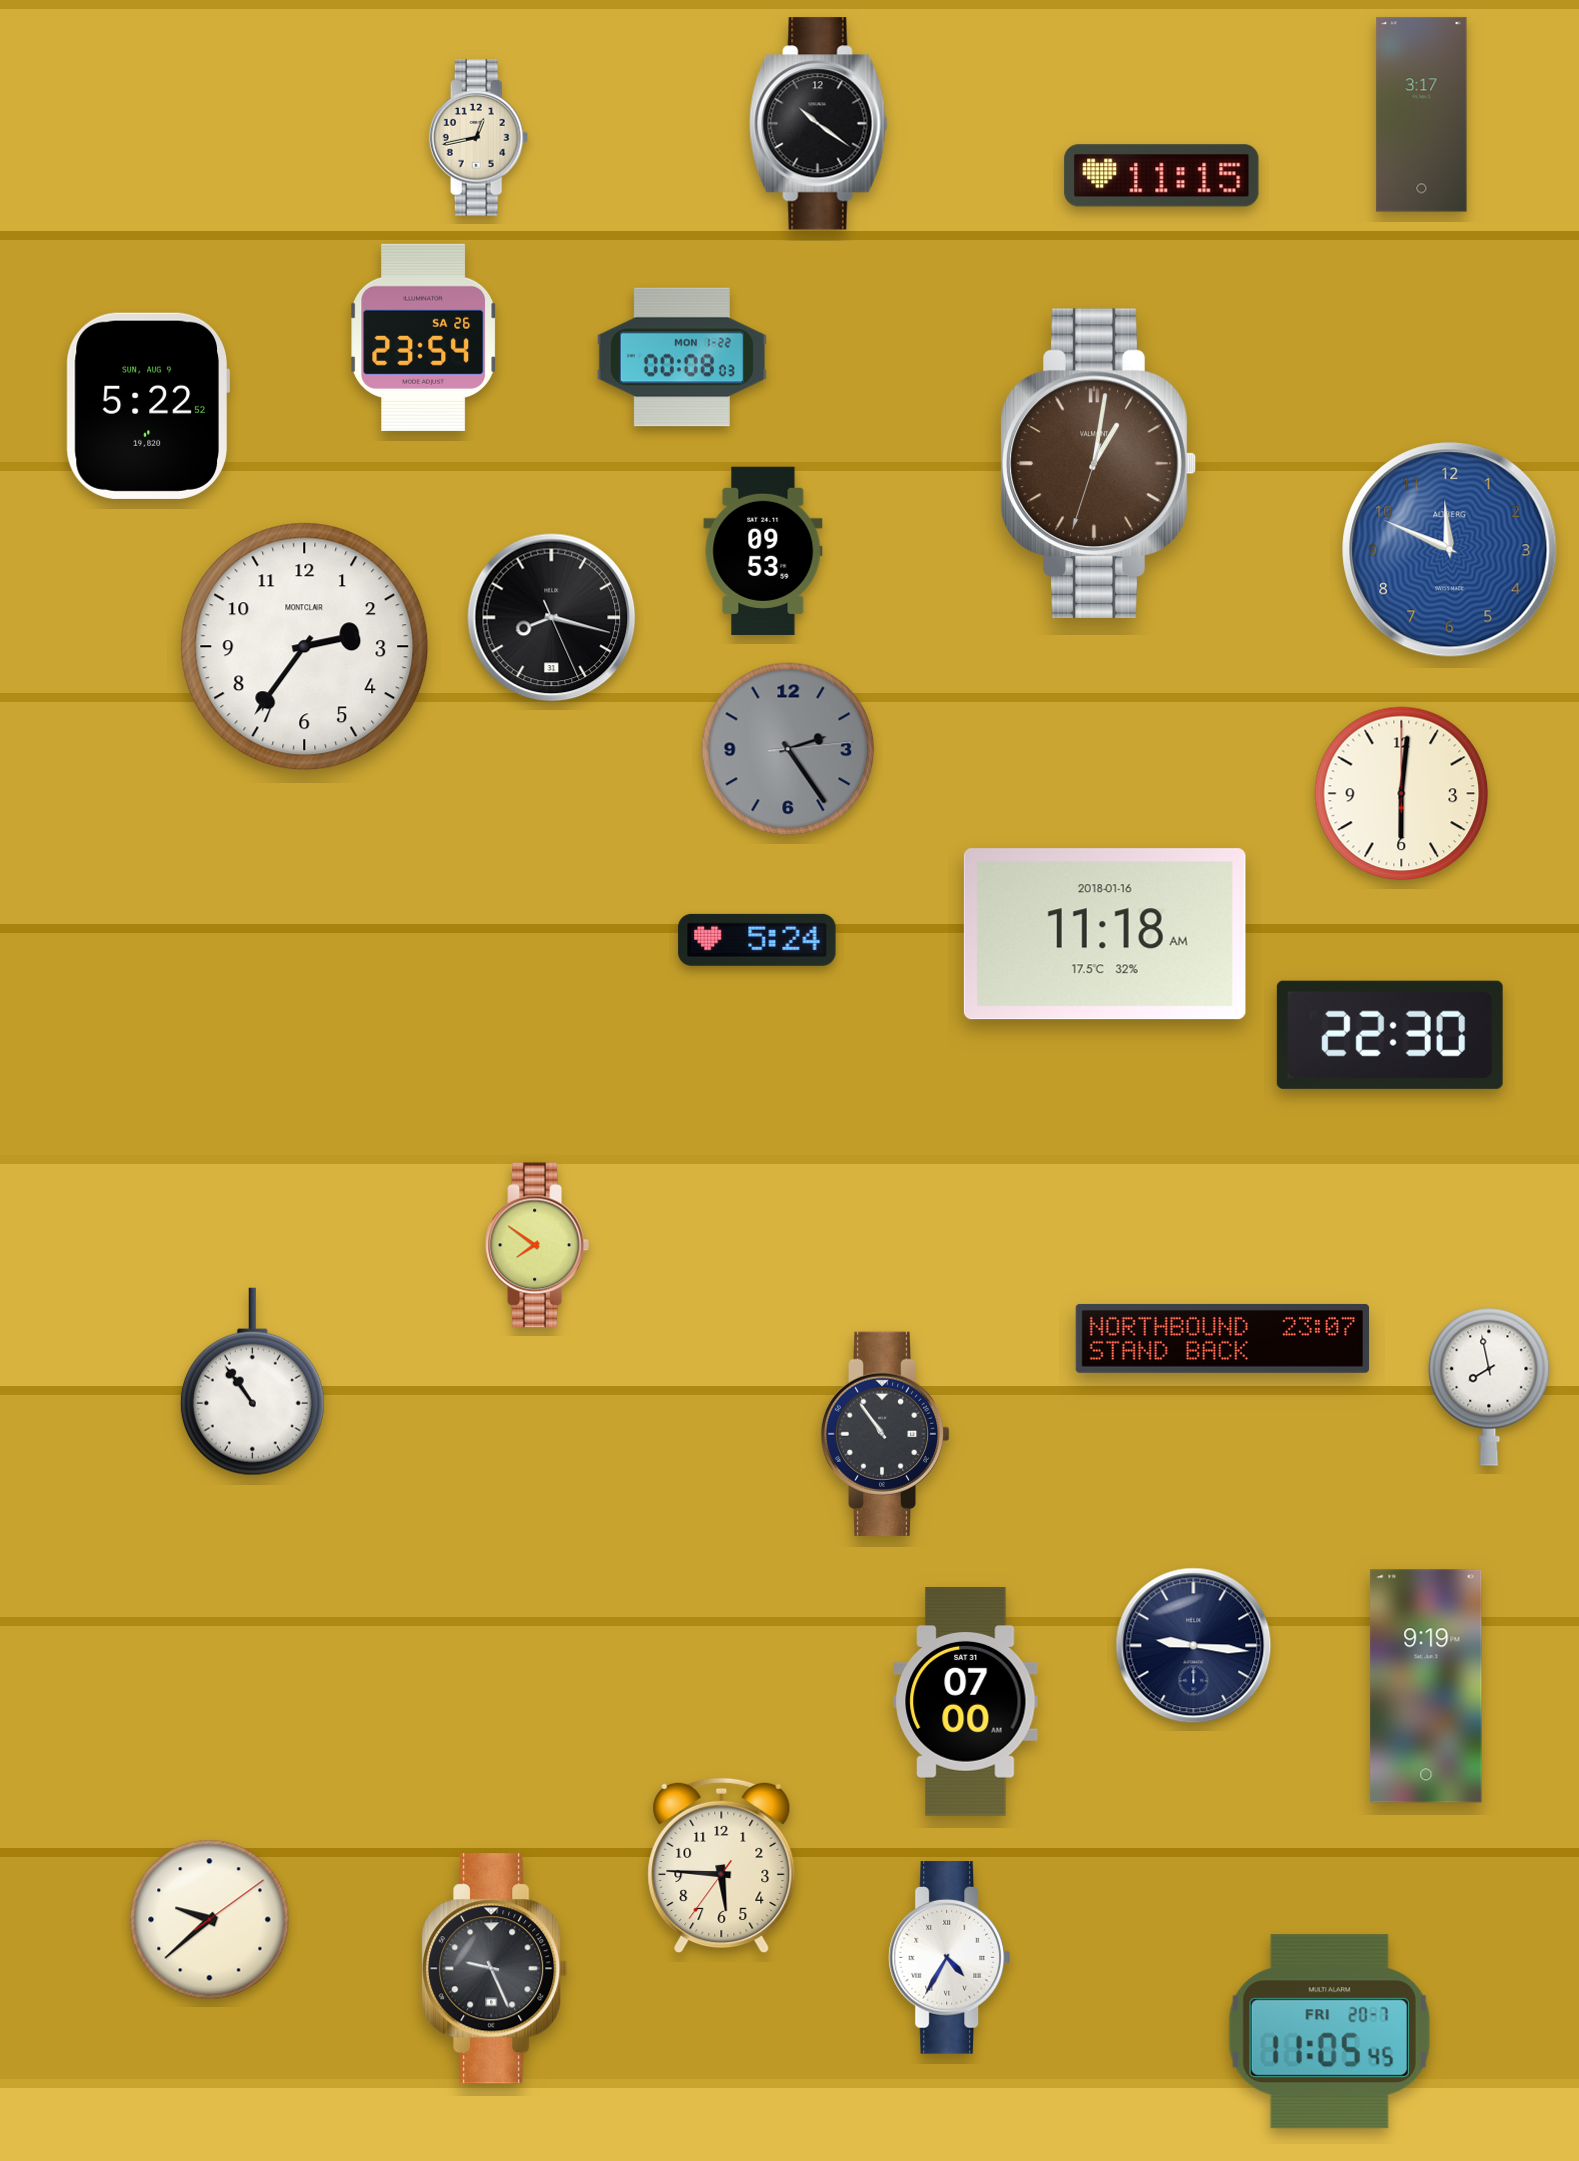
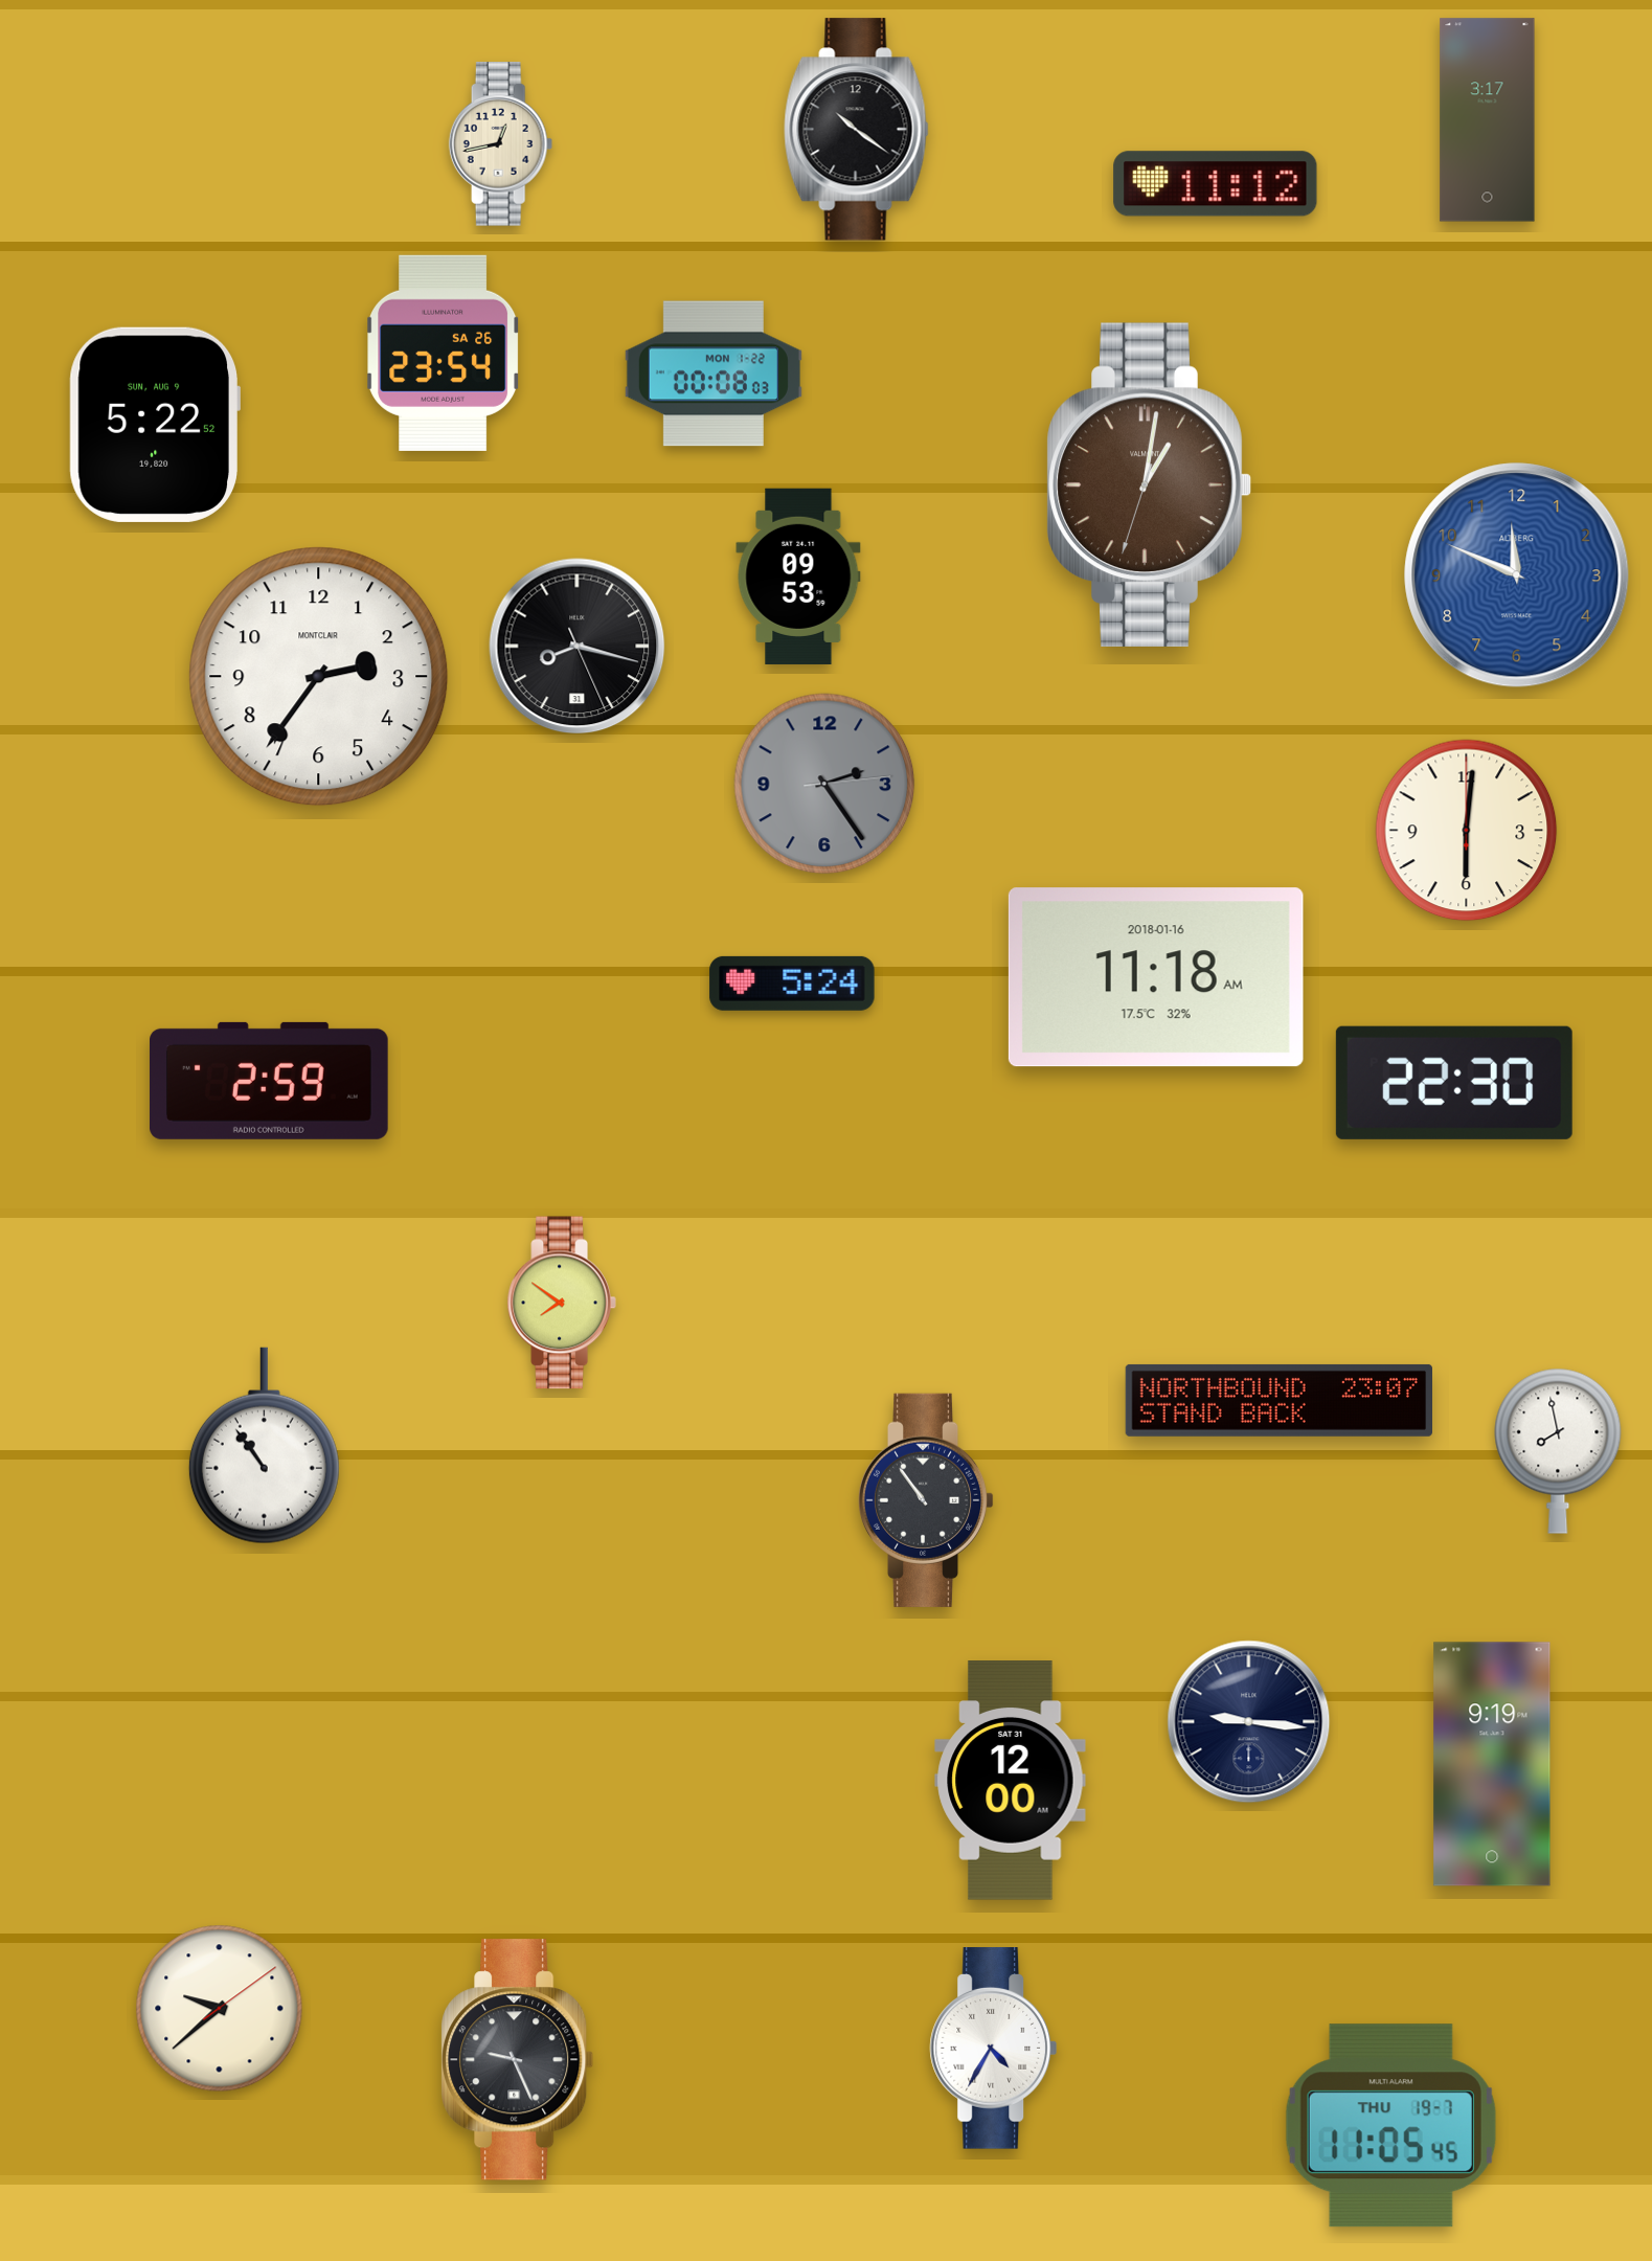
clock at (1162, 176): 11:15 -> 11:12
clock at (270, 1081): none -> 2:59
clock at (966, 1702): 07:00 -> 12:00
clock at (722, 1866): 5:45 -> none
clock at (1329, 2032) date: FRI 20-7 -> THU 19-7
